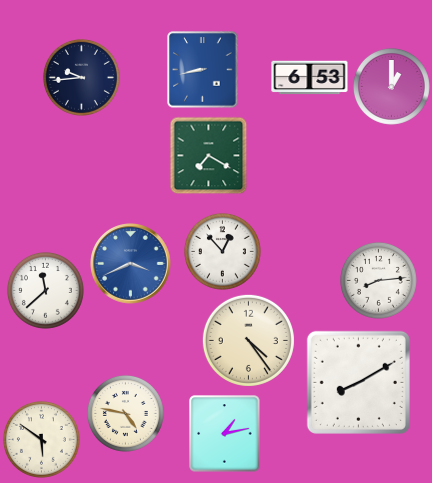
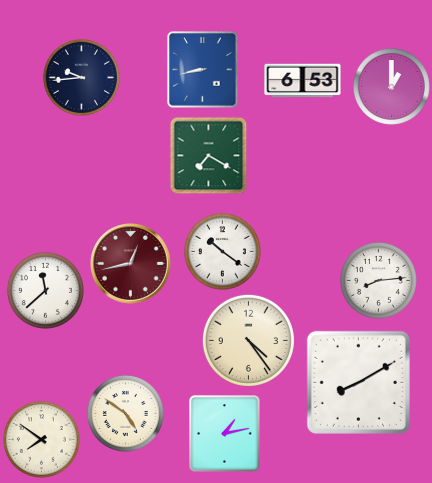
clock at (310, 78) position: (310, 78) -> (303, 81)
clock at (222, 251): 12:53 -> 10:21
clock at (131, 264): 3:41 -> 12:43
clock at (131, 264) dial: blue -> burgundy
clock at (125, 413): 4:47 -> 4:51
clock at (41, 439): 5:51 -> 7:51
